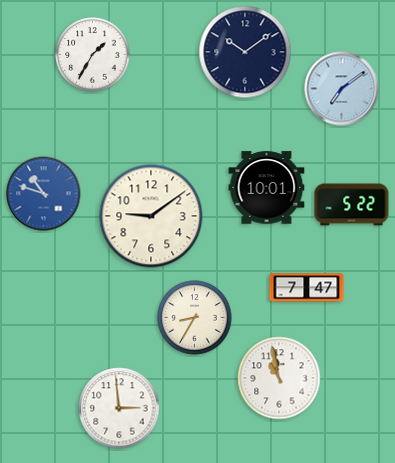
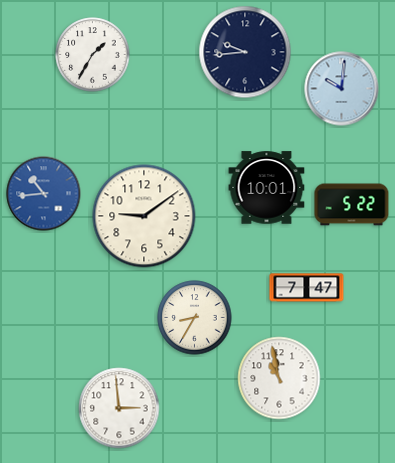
clock at (245, 52): 10:09 -> 9:44
clock at (342, 89): 7:09 -> 10:01
clock at (44, 194): 10:48 -> 10:44
clock at (151, 216) position: (151, 216) -> (144, 216)
